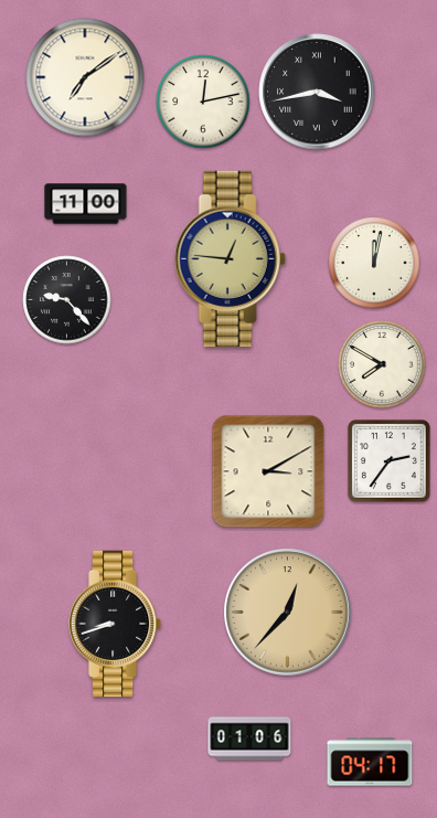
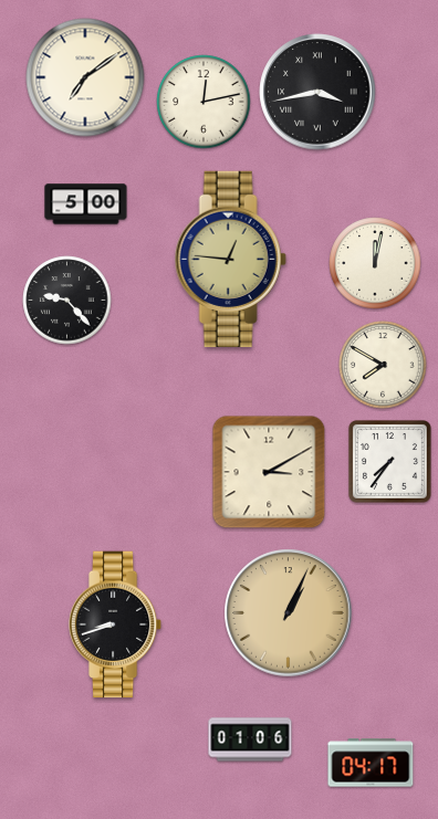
clock at (86, 204): 11:00 -> 5:00
clock at (388, 460): 2:36 -> 7:36
clock at (288, 613): 12:37 -> 1:04
